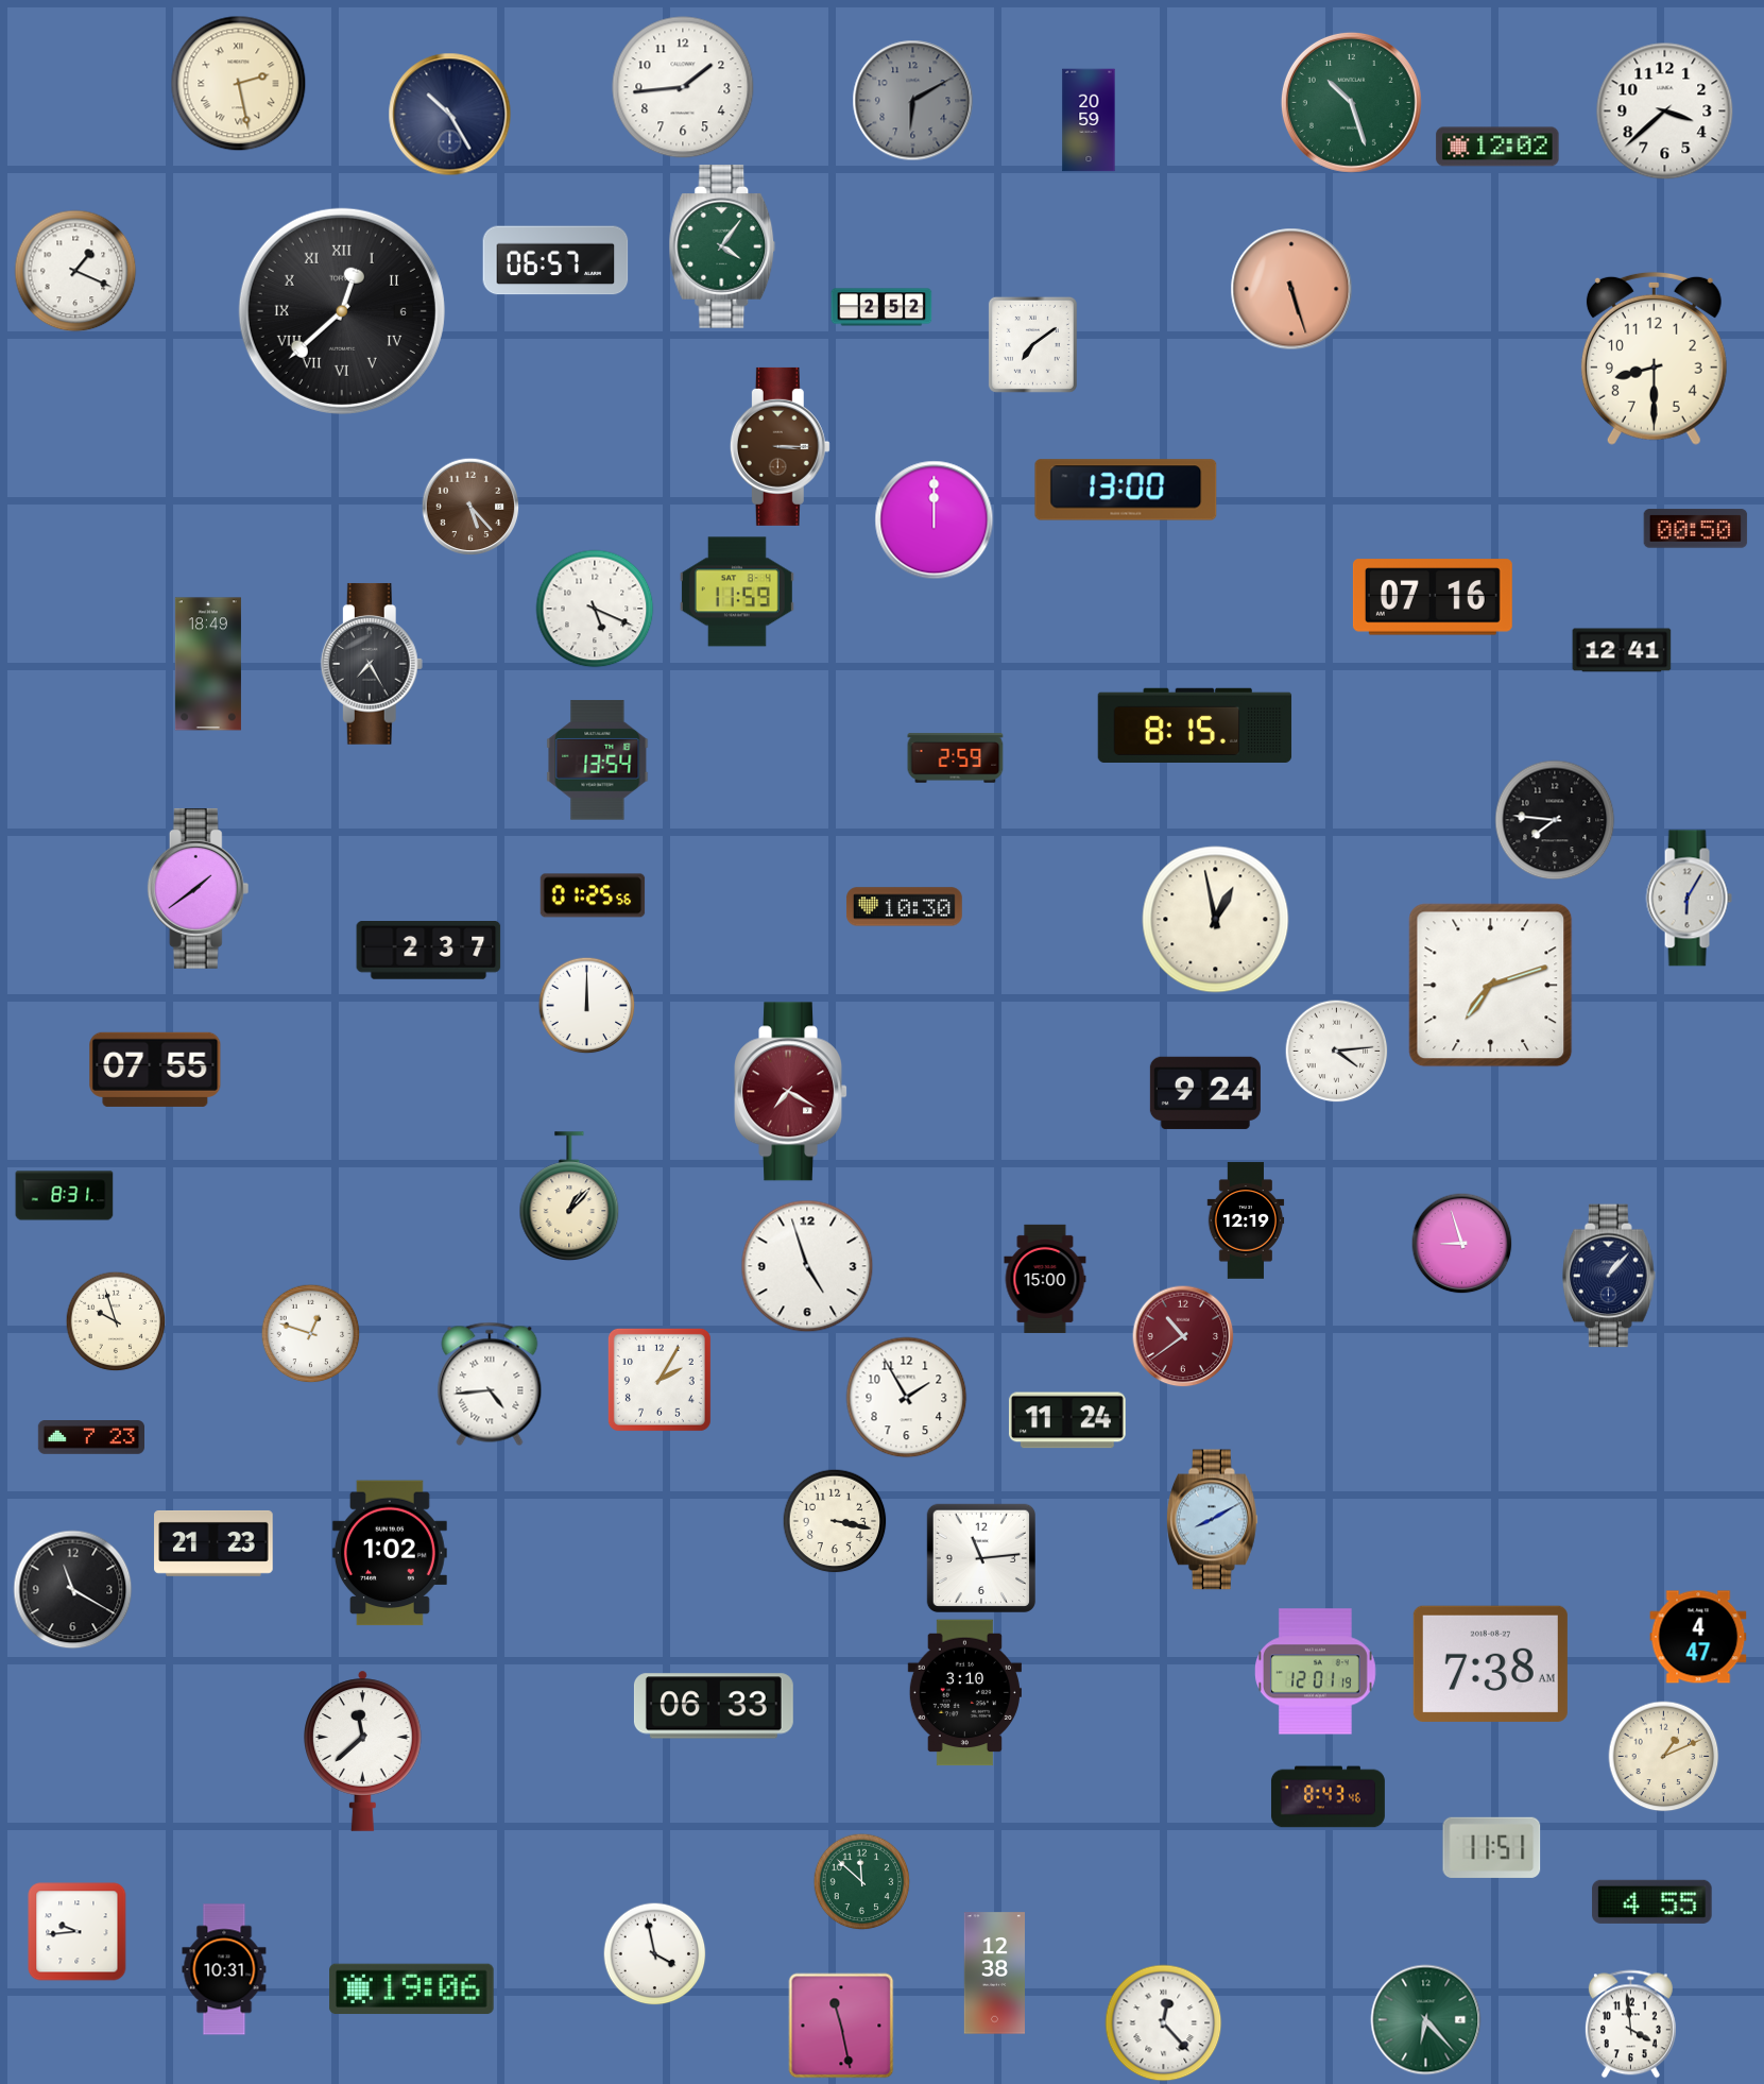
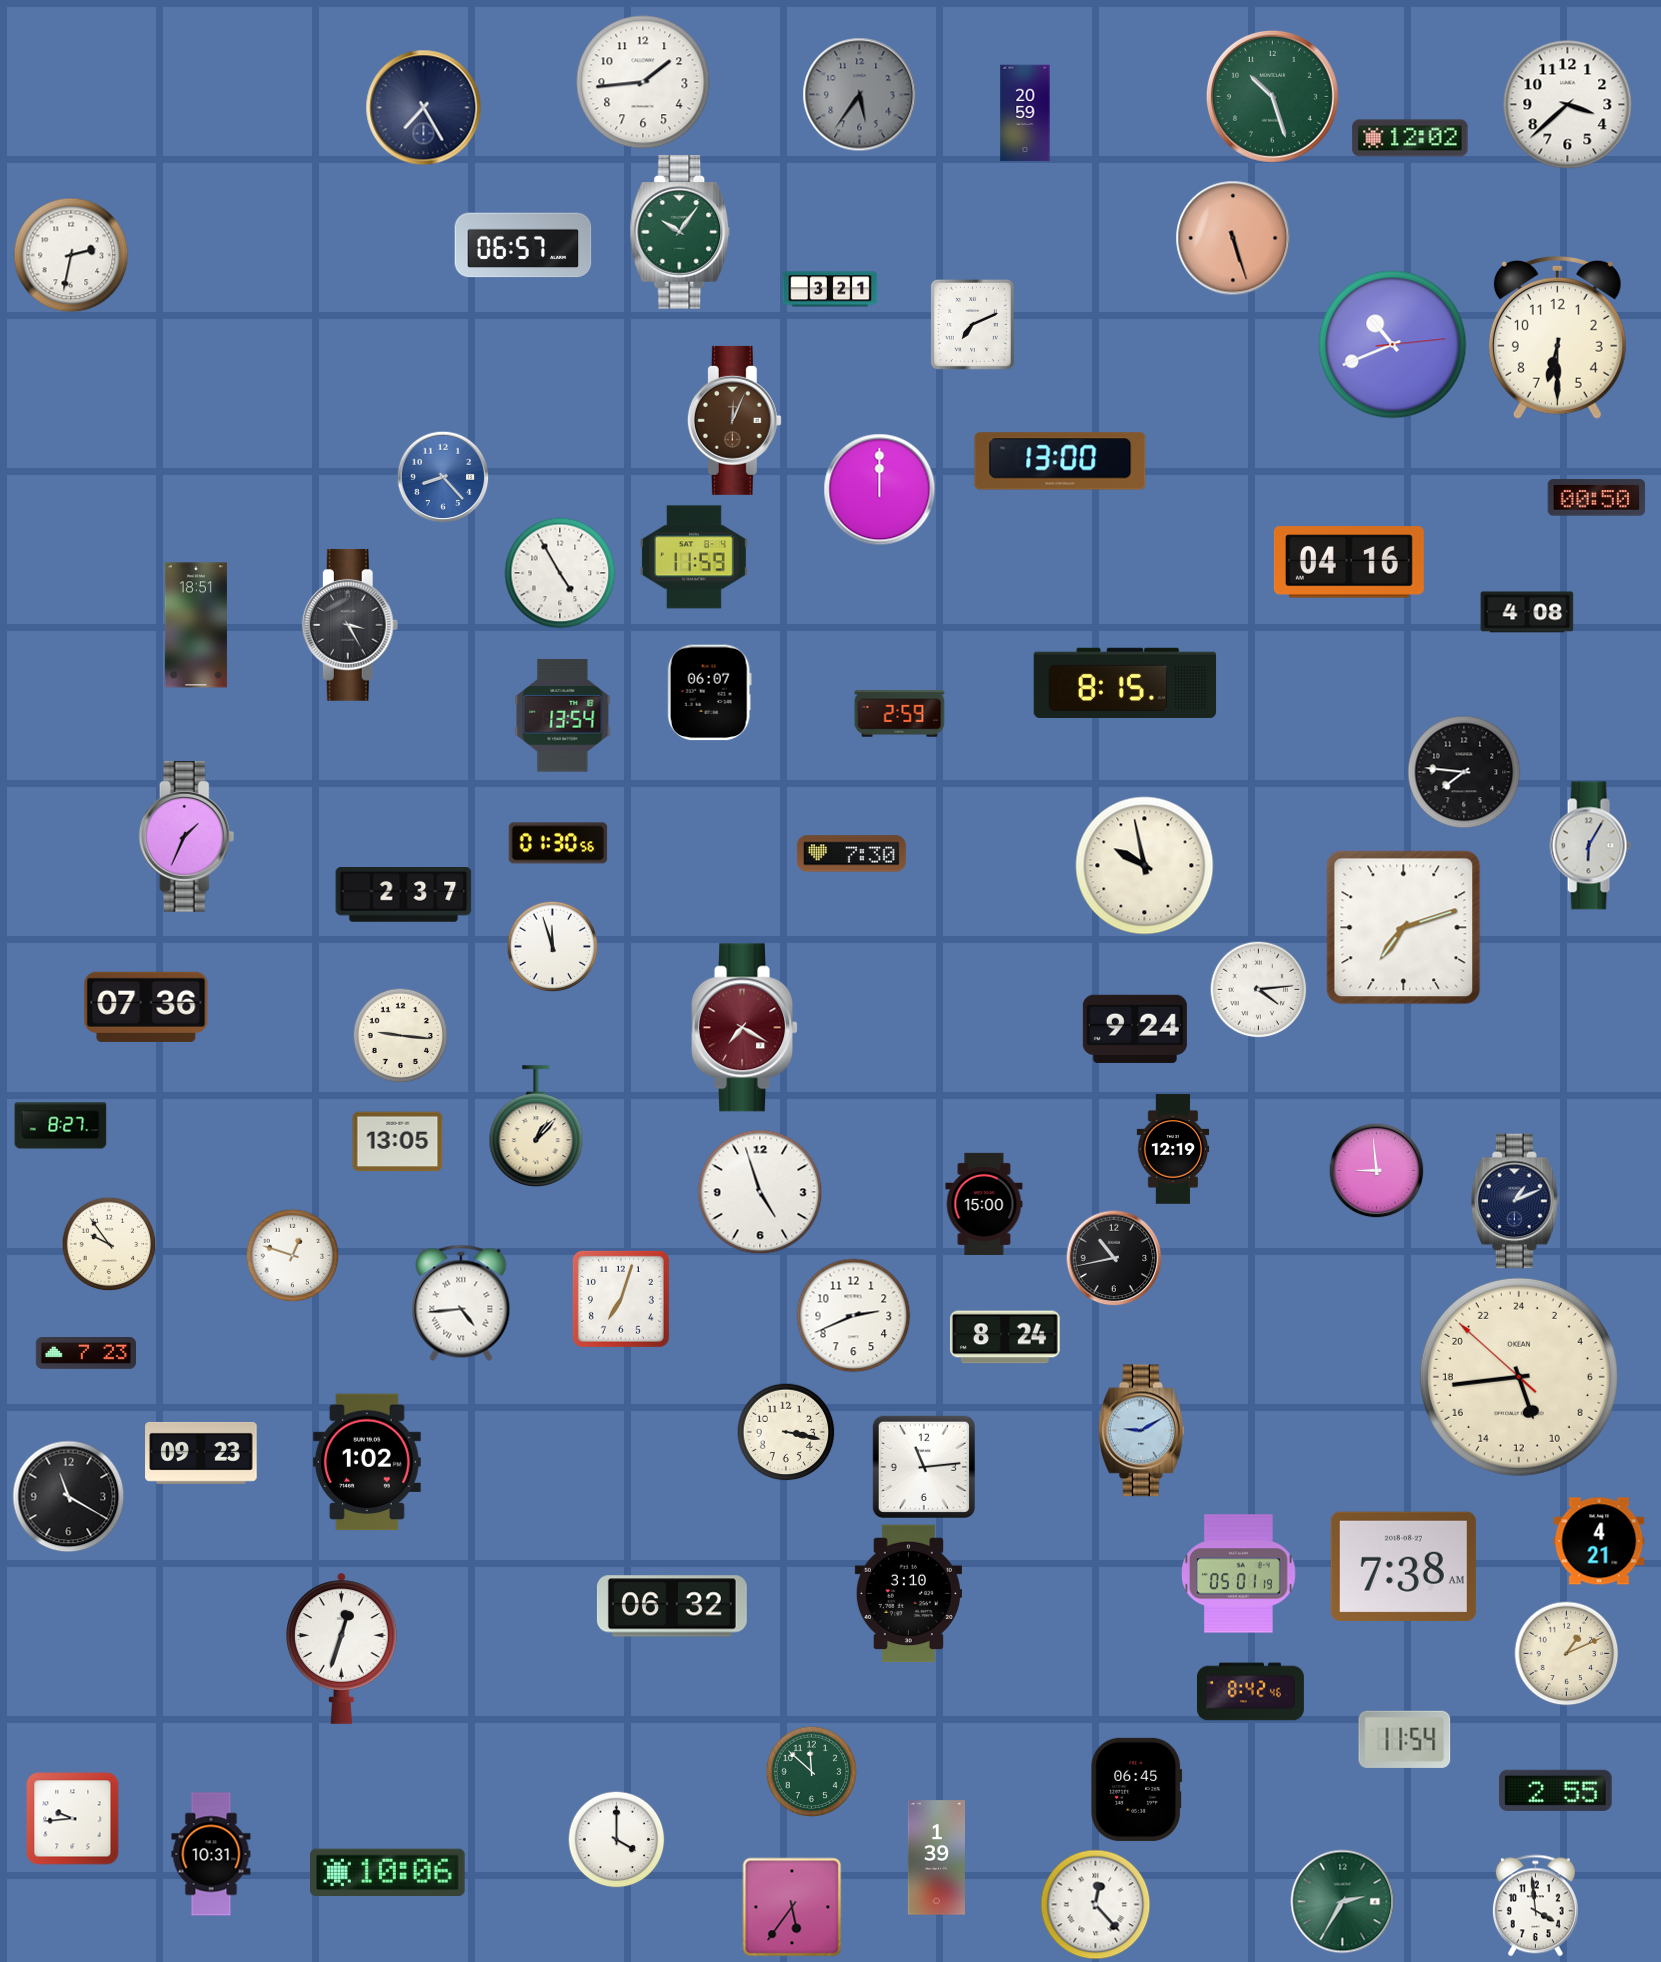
clock at (239, 84): 2:28 -> none
clock at (913, 101): 6:10 -> 5:36
clock at (450, 115): 10:25 -> 7:25
clock at (722, 246): 4:06 -> 10:06
clock at (75, 271): 1:19 -> 2:32
clock at (1291, 289) position: (1291, 289) -> (1233, 238)
clock at (881, 307): 2:52 -> 3:21
clock at (342, 311): 12:38 -> none
clock at (1032, 344): 7:09 -> 7:11
clock at (1654, 358): 8:30 -> 6:30
clock at (1393, 345): none -> 10:41
clock at (780, 446): 3:15 -> 12:04
clock at (470, 507): 5:23 -> 8:23
clock at (470, 507) dial: brown -> blue
clock at (1433, 597): 07:16 -> 04:16
clock at (595, 609): 5:19 -> 4:55
clock at (1622, 650): 12:41 -> 4:08
clock at (208, 664): 18:49 -> 18:51
clock at (372, 664): 7:25 -> 3:25
clock at (709, 693): none -> 06:07
clock at (199, 888): 1:39 -> 1:34
clock at (593, 895): 01:25 -> 01:30
clock at (904, 907): 10:30 -> 7:30
clock at (1216, 920): 12:58 -> 9:58
clock at (586, 1005): 12:00 -> 11:57
clock at (155, 1070): 07:55 -> 07:36
clock at (400, 1035): none -> 9:16
clock at (65, 1196): 8:31 -> 8:27
clock at (398, 1142): none -> 13:05
clock at (1461, 1243): 8:57 -> 8:59
clock at (1609, 1276): 1:07 -> 1:11
clock at (116, 1321): 9:57 -> 9:54
clock at (1183, 1336): 10:39 -> 10:43
clock at (1183, 1336) dial: burgundy -> black
clock at (660, 1380): 2:05 -> 7:03
clock at (907, 1398): 1:55 -> 2:41
clock at (1067, 1420): 11:24 -> 8:24
clock at (1519, 1377): none -> 10:43
clock at (1212, 1520): 8:10 -> 9:10
clock at (213, 1543): 21:23 -> 09:23
clock at (1698, 1637): 4:47 -> 4:21
clock at (1316, 1672): 12:01 -> 05:01
clock at (714, 1706): 06:33 -> 06:32
clock at (363, 1750): 11:38 -> 12:33
clock at (1328, 1797): 8:43 -> 8:42
clock at (1492, 1847): 11:51 -> 11:54
clock at (1137, 1789): none -> 06:45
clock at (1652, 1901): 4:55 -> 2:55
clock at (654, 1953): 3:58 -> 4:00
clock at (994, 1974): 12:38 -> 1:39
clock at (412, 1989): 19:06 -> 10:06
clock at (1426, 2020): 6:23 -> 2:35
clock at (841, 2026): 11:28 -> 5:36
